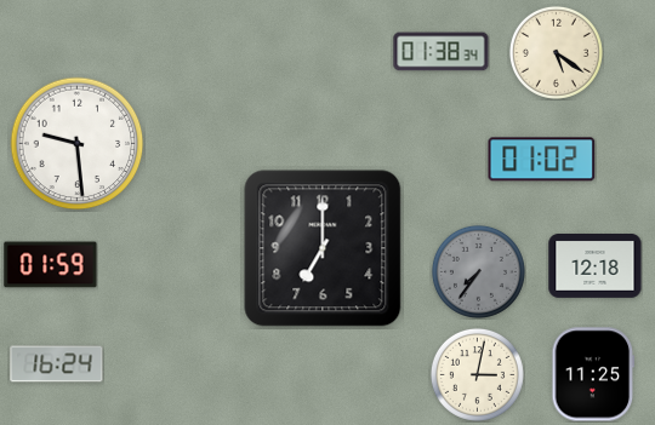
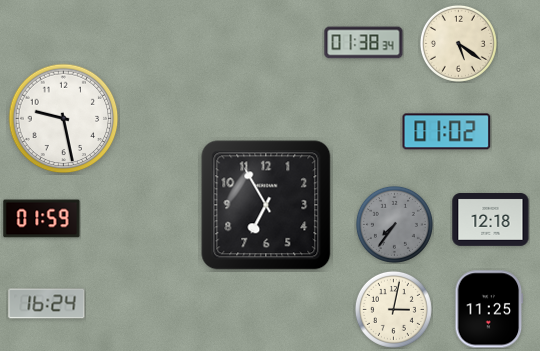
clock at (78, 144): 9:29 -> 9:28
clock at (323, 248): 7:00 -> 6:55
clock at (57, 364) position: (57, 364) -> (47, 304)
